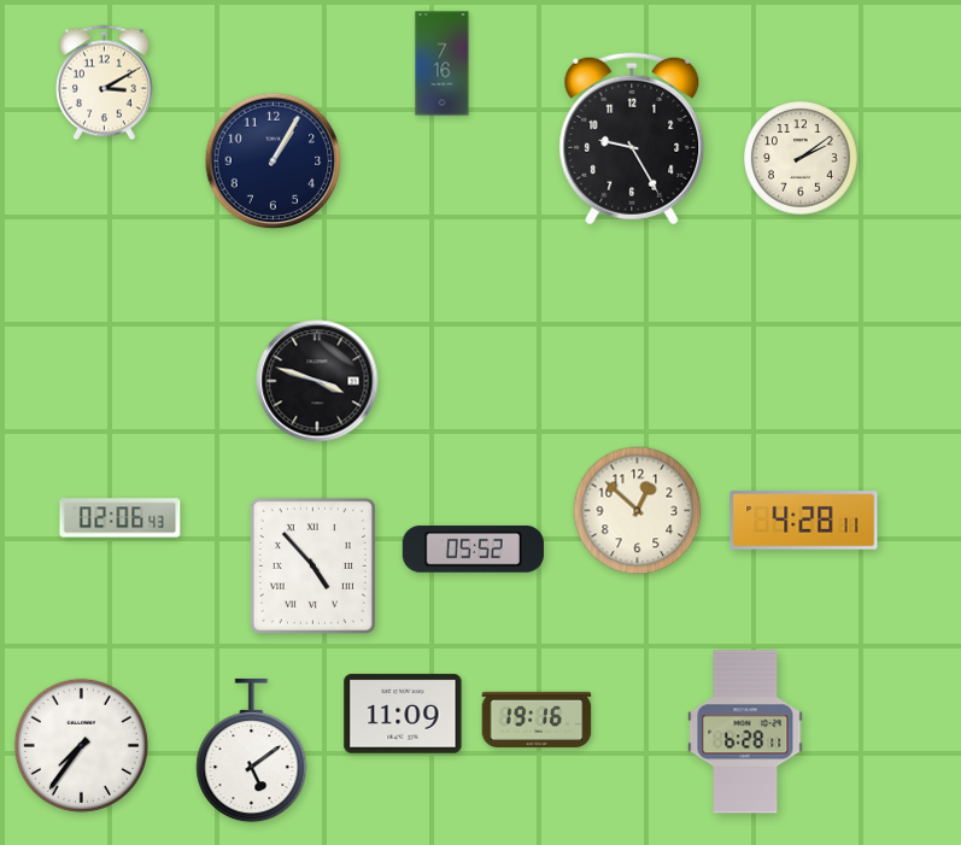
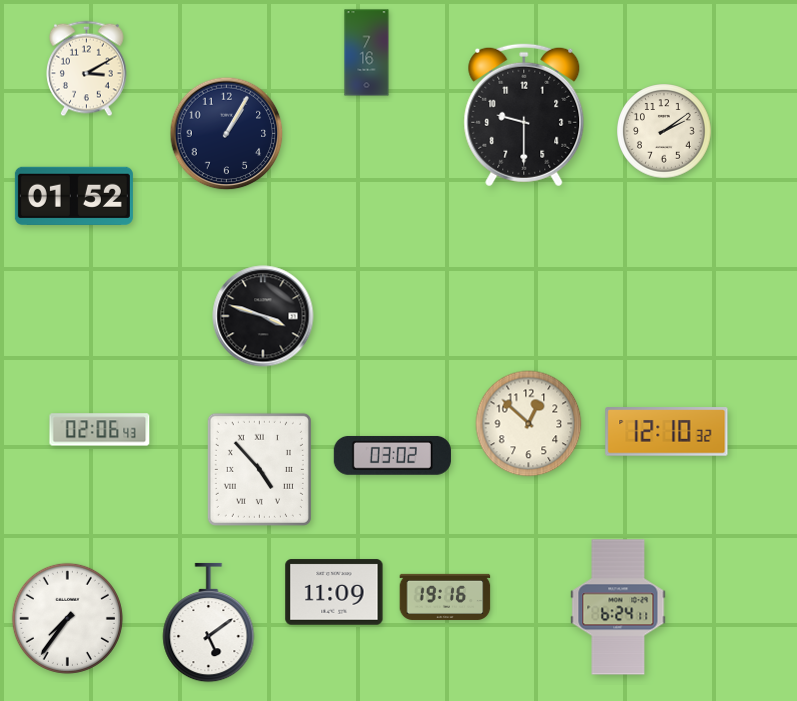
clock at (632, 139): 9:25 -> 9:30
clock at (74, 196): none -> 01:52
clock at (804, 521): 4:28 -> 12:10
clock at (473, 550): 05:52 -> 03:02
clock at (745, 732): 6:28 -> 6:24
